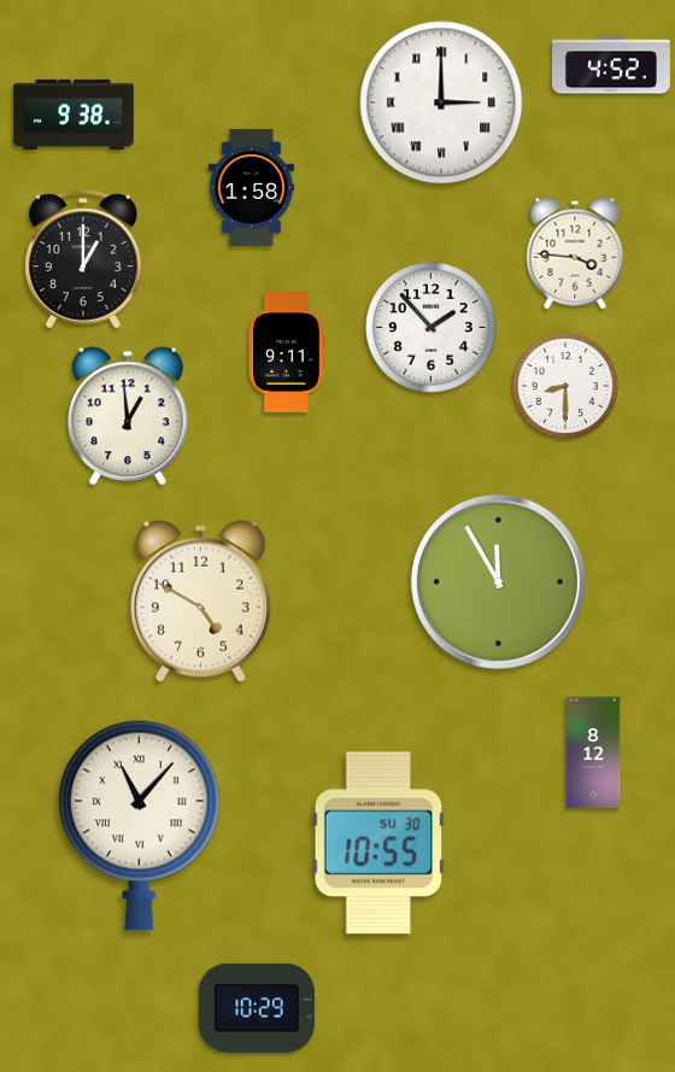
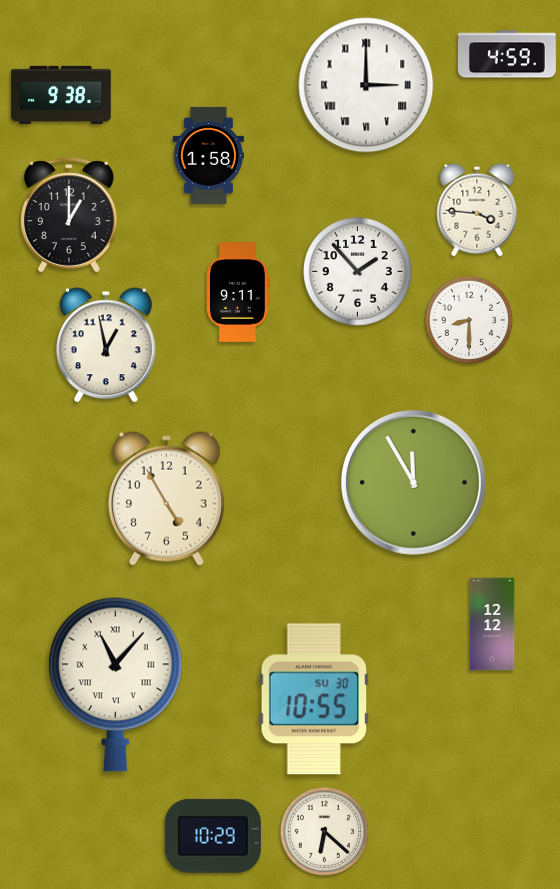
clock at (611, 65): 4:52 -> 4:59
clock at (128, 416): 12:59 -> 12:58
clock at (200, 601): 4:50 -> 4:55
clock at (593, 752): 8:12 -> 12:12
clock at (325, 832): none -> 6:22
